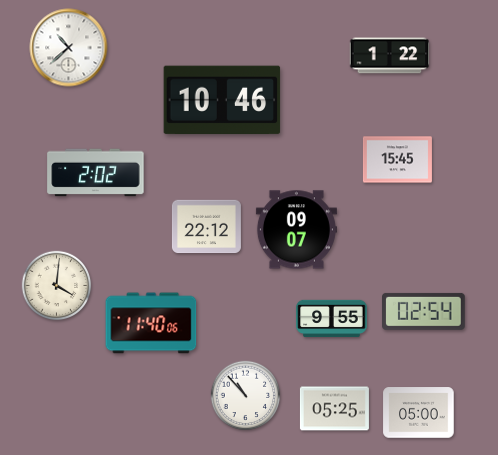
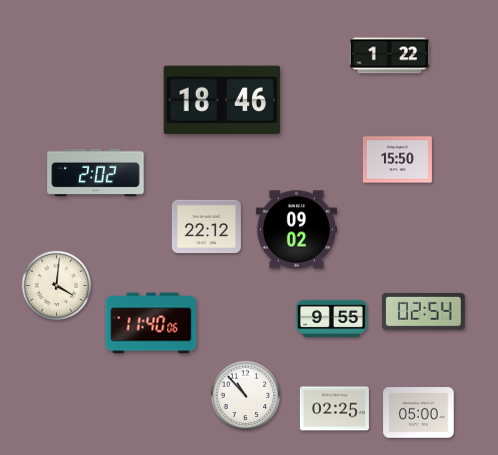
clock at (69, 48): 10:38 -> none
clock at (222, 100): 10:46 -> 18:46
clock at (397, 160): 15:45 -> 15:50
clock at (296, 230): 09:07 -> 09:02
clock at (334, 409): 05:25 -> 02:25
